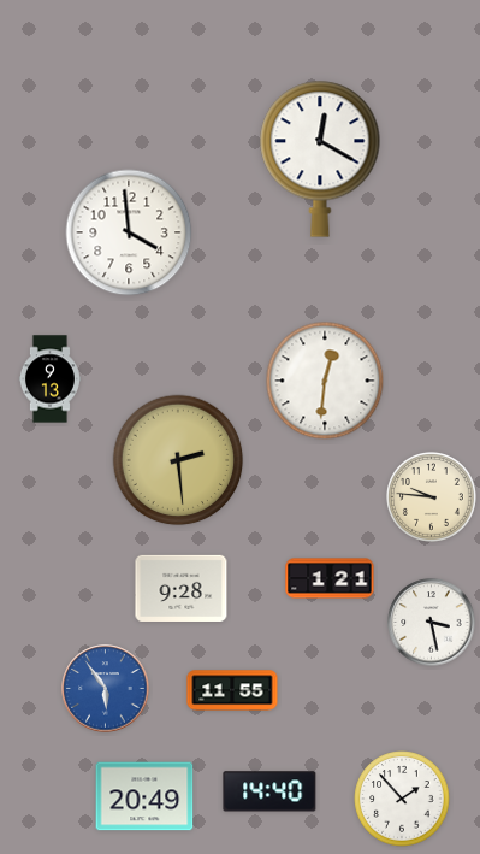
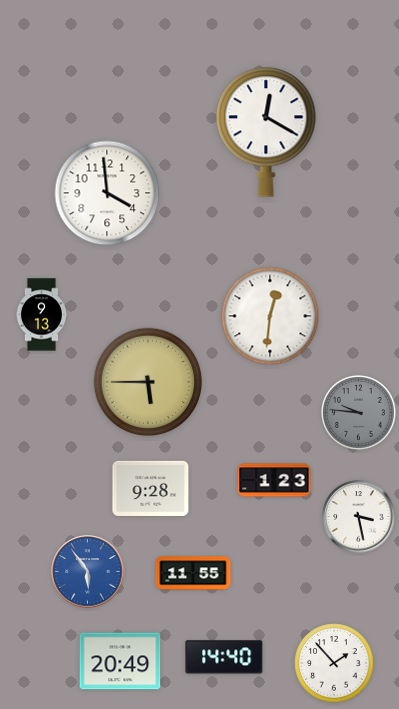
clock at (178, 460): 2:29 -> 5:45
clock at (432, 497) dial: cream -> grey
clock at (330, 578): 1:21 -> 1:23
